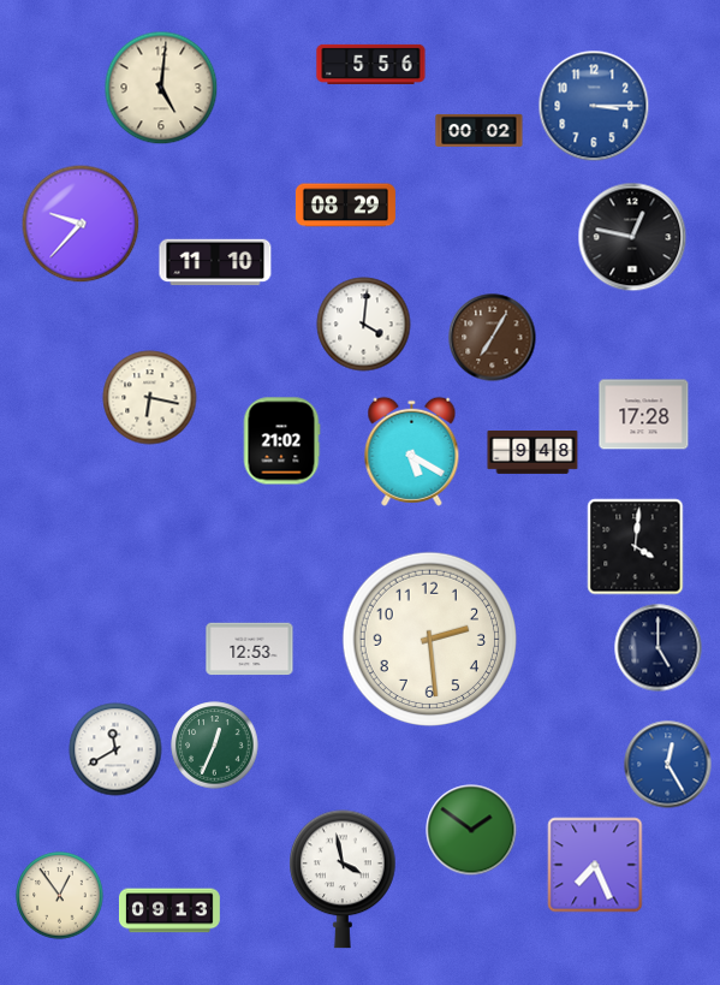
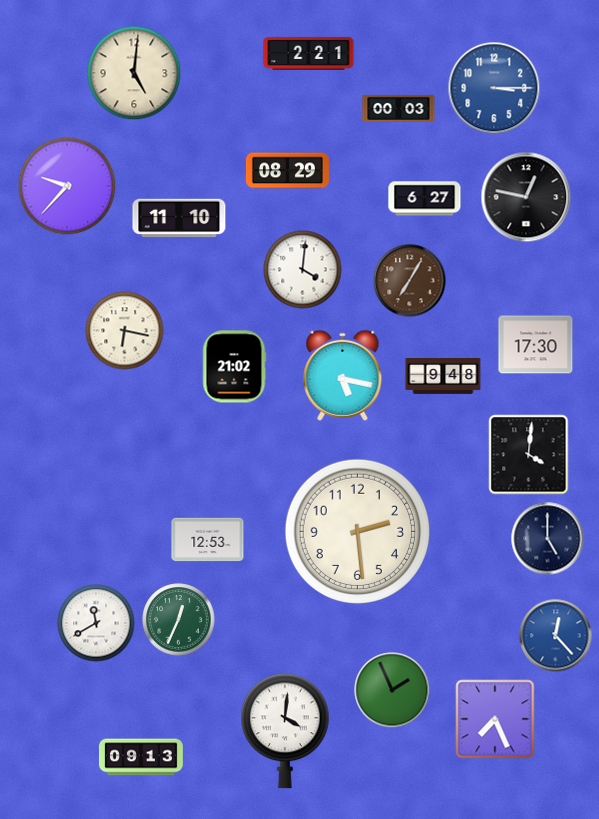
clock at (371, 64): 5:56 -> 2:21
clock at (480, 130): 00:02 -> 00:03
clock at (425, 199): none -> 6:27
clock at (644, 415): 17:28 -> 17:30
clock at (412, 451): 5:20 -> 5:17
clock at (668, 765): 12:25 -> 12:23
clock at (471, 830): 1:51 -> 1:56
clock at (344, 879): 3:58 -> 4:01
clock at (60, 896): 12:54 -> none
